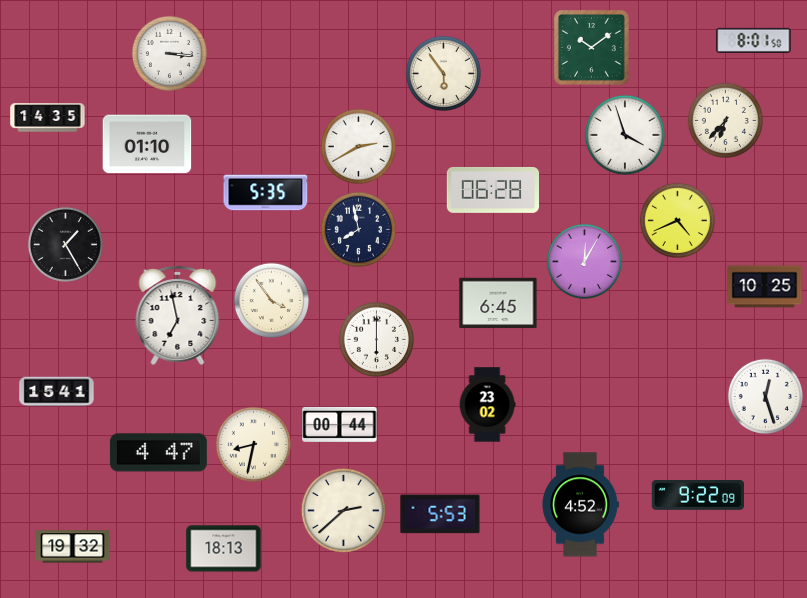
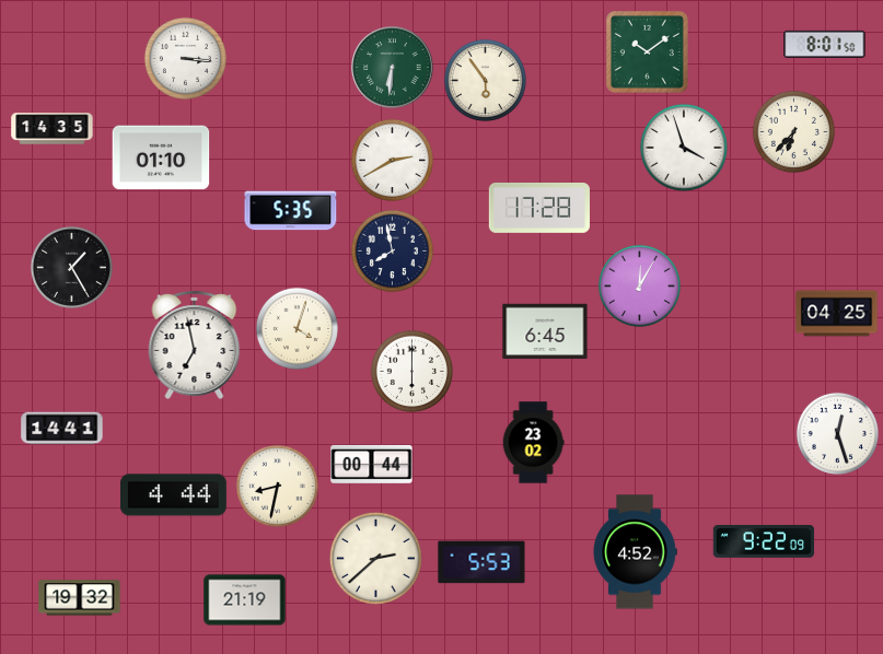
clock at (393, 68): none -> 6:31
clock at (492, 190): 06:28 -> 17:28
clock at (677, 220): 4:41 -> none
clock at (765, 287): 10:25 -> 04:25
clock at (271, 300): 3:54 -> 4:03
clock at (57, 392): 15:41 -> 14:41
clock at (158, 453): 4:47 -> 4:44
clock at (224, 549): 18:13 -> 21:19
